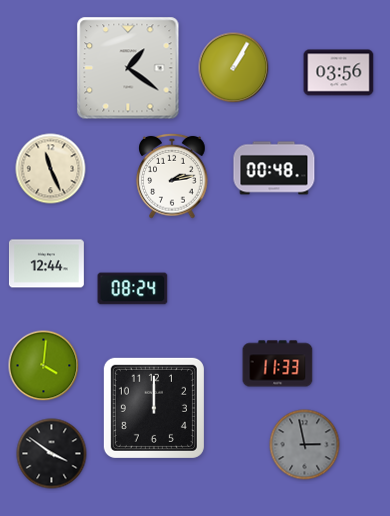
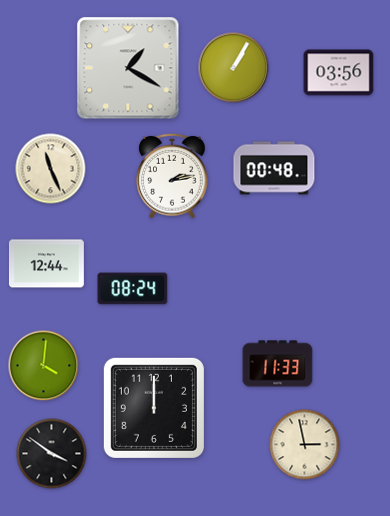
clock at (128, 68): 1:21 -> 1:20
clock at (305, 445) dial: grey -> cream
